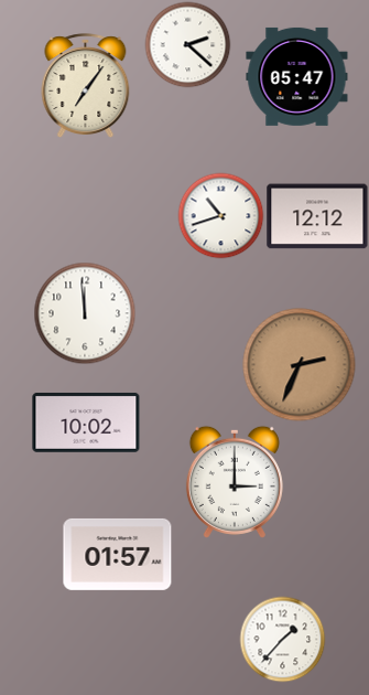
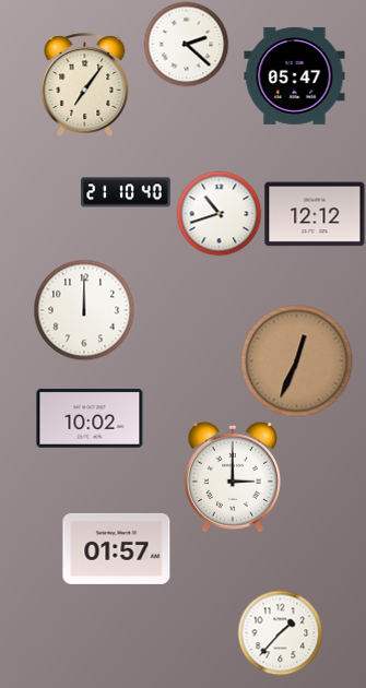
clock at (126, 192): none -> 21:10
clock at (85, 313): 11:59 -> 12:00
clock at (300, 365): 2:34 -> 12:34
clock at (86, 423) position: (86, 423) -> (90, 418)
